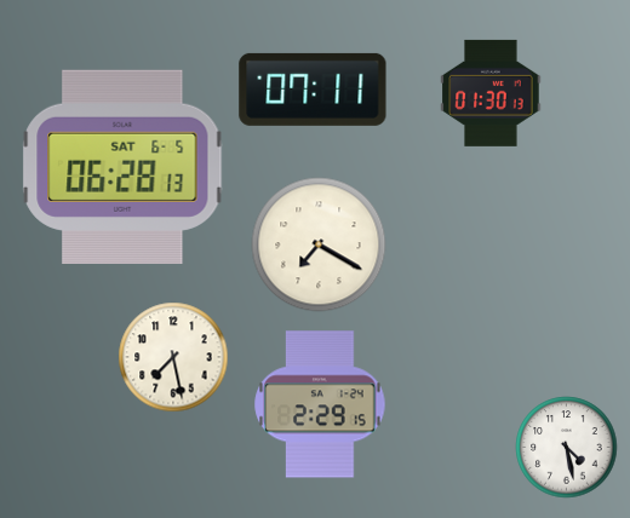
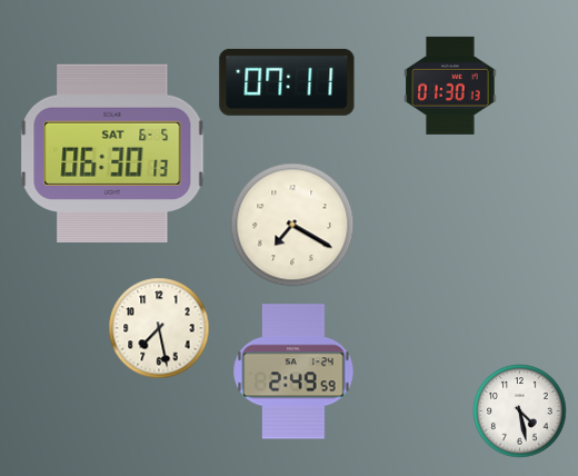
clock at (122, 167): 06:28 -> 06:30
clock at (320, 404): 2:29 -> 2:49
